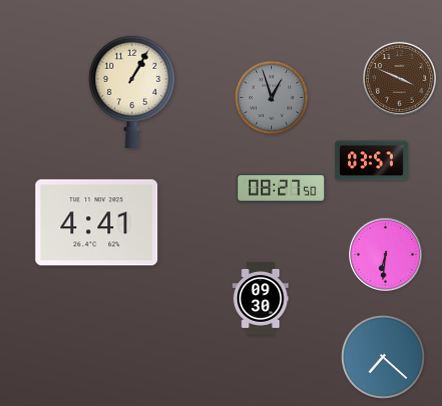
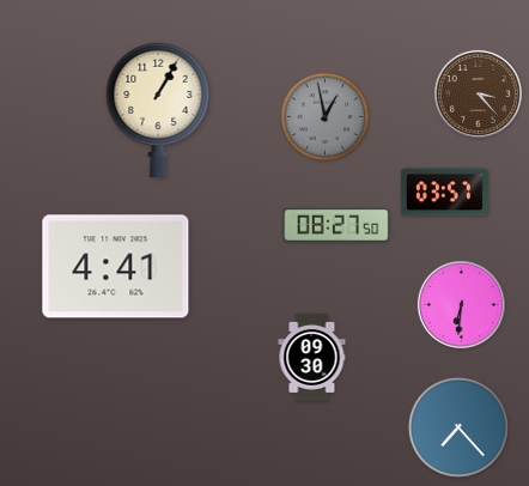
clock at (399, 78): 3:49 -> 3:23
clock at (272, 98): 12:57 -> 12:58
clock at (383, 357): 7:22 -> 7:23
